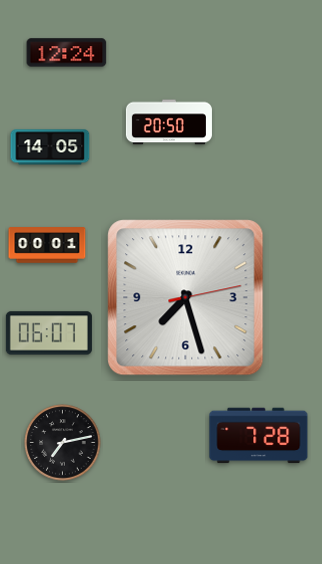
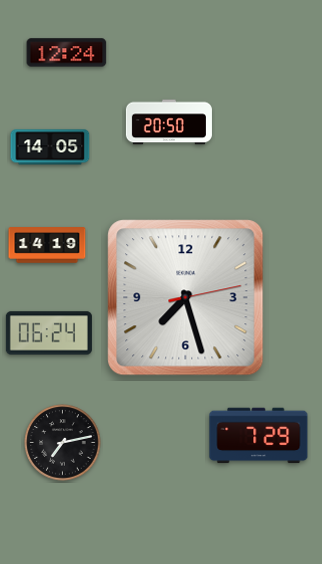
clock at (47, 245): 00:01 -> 14:19
clock at (49, 333): 06:07 -> 06:24
clock at (259, 436): 7:28 -> 7:29
